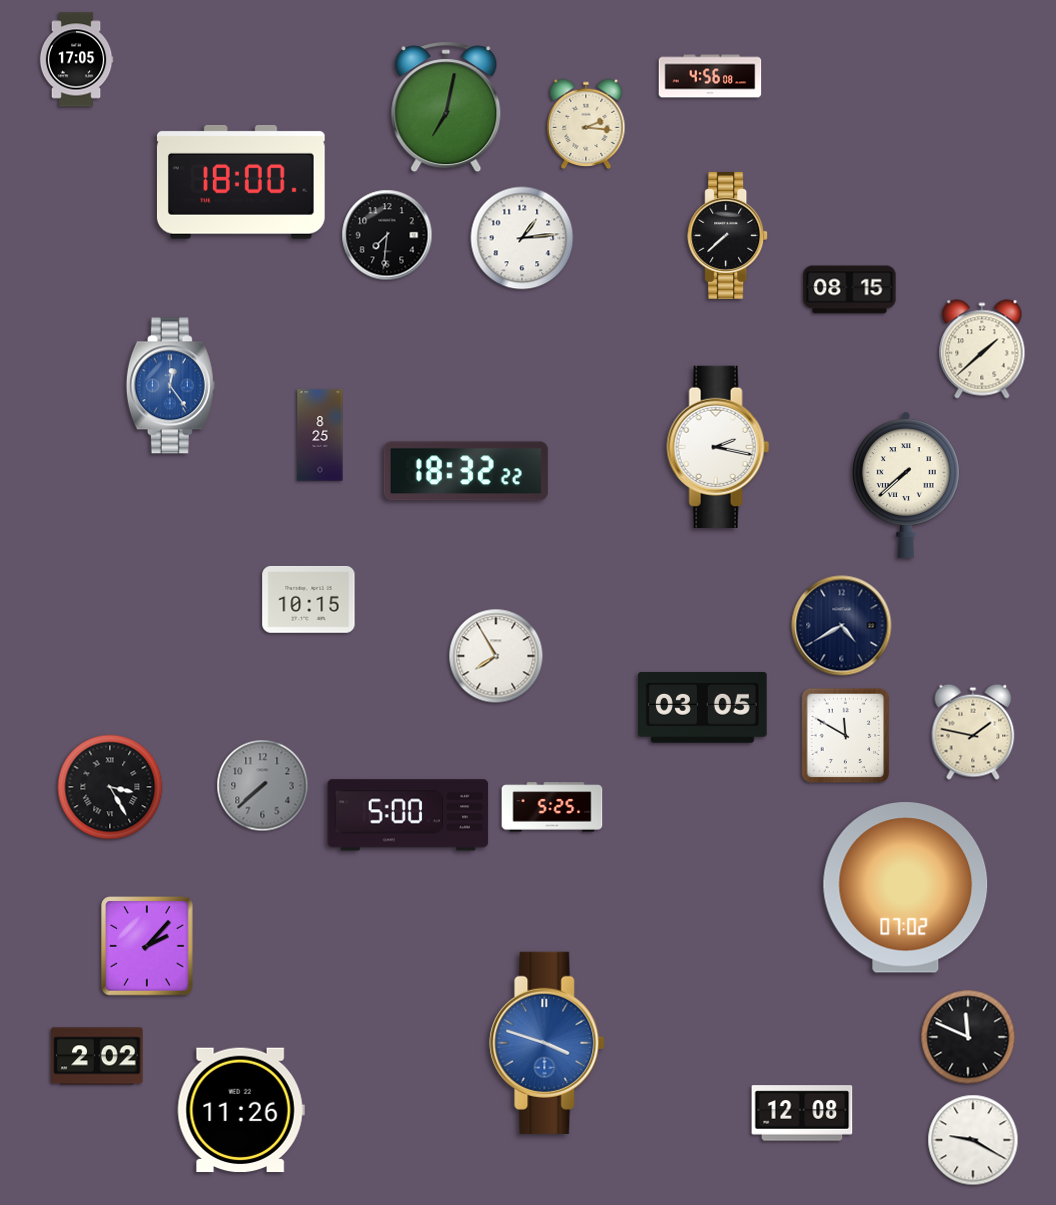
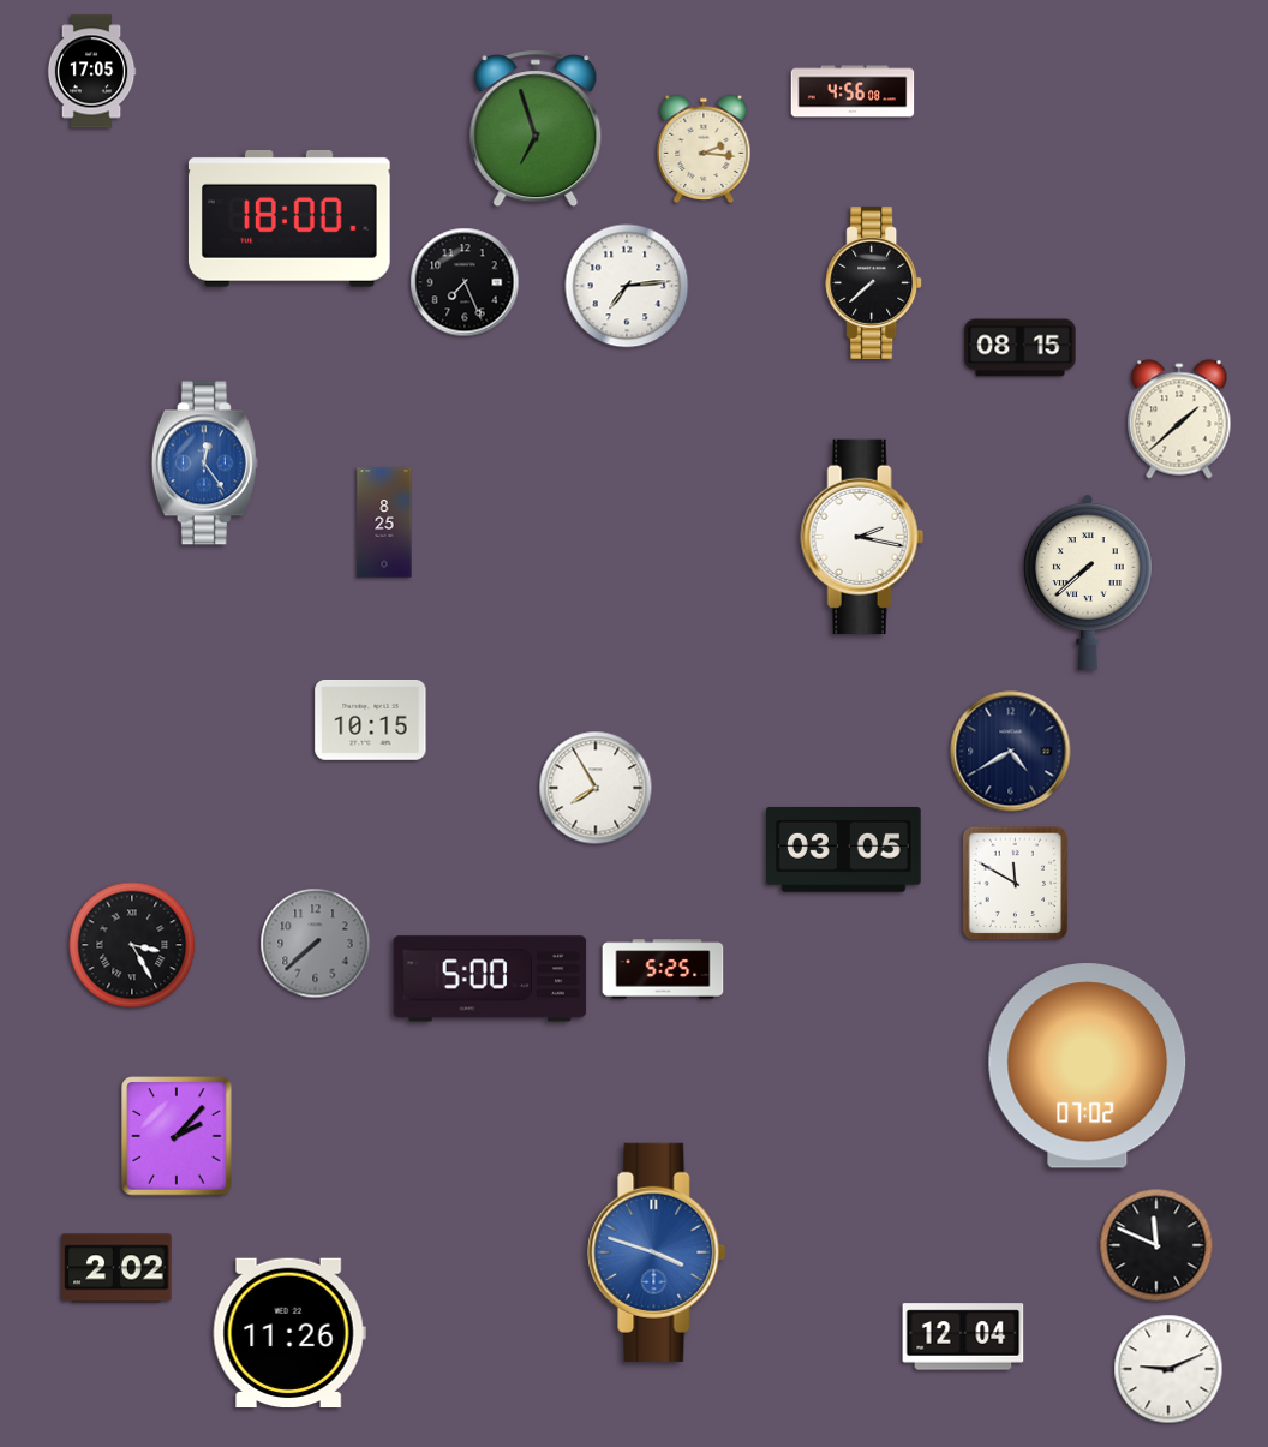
clock at (446, 107): 7:02 -> 6:57
clock at (387, 235): 7:31 -> 7:26
clock at (522, 238): 1:14 -> 7:14
clock at (466, 471): 18:32 -> none
clock at (973, 732): 1:47 -> none
clock at (968, 1037) position: (968, 1037) -> (1156, 1245)
clock at (802, 1113): 12:08 -> 12:04
clock at (973, 1140): 9:20 -> 9:11
